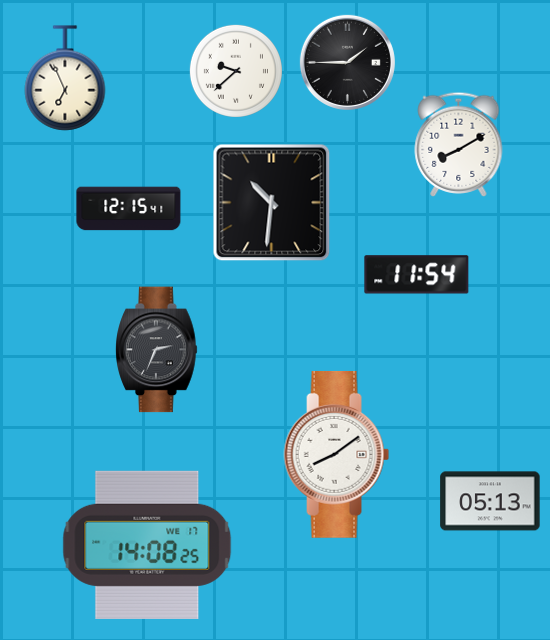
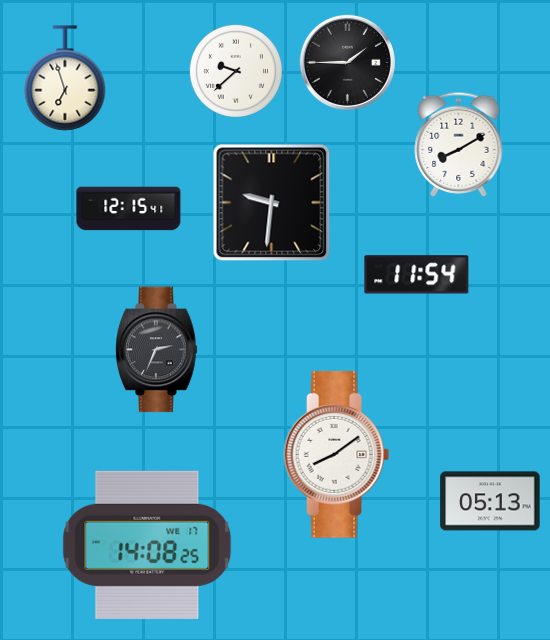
clock at (65, 78): 6:56 -> 6:57
clock at (272, 203): 10:31 -> 9:31
